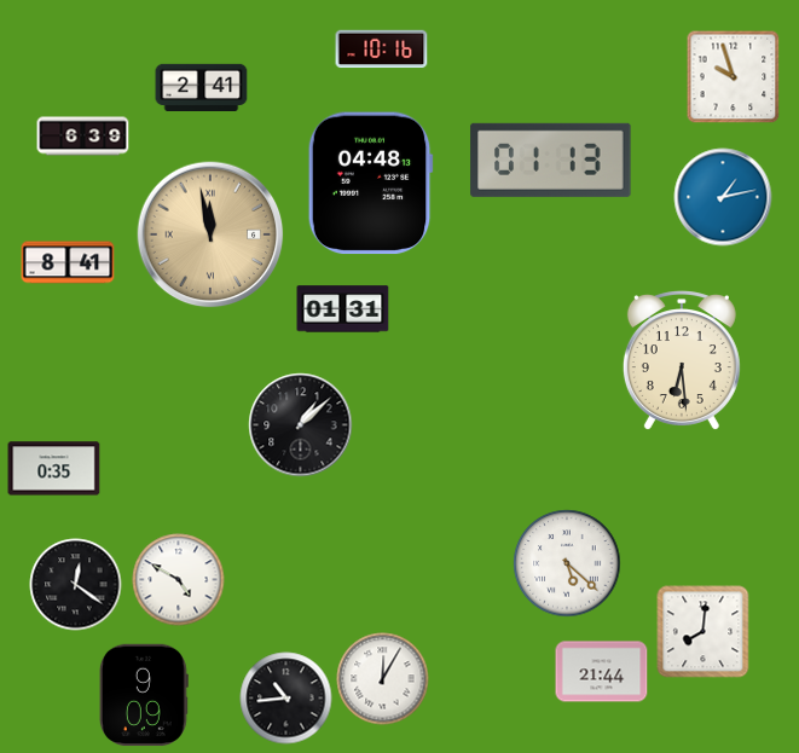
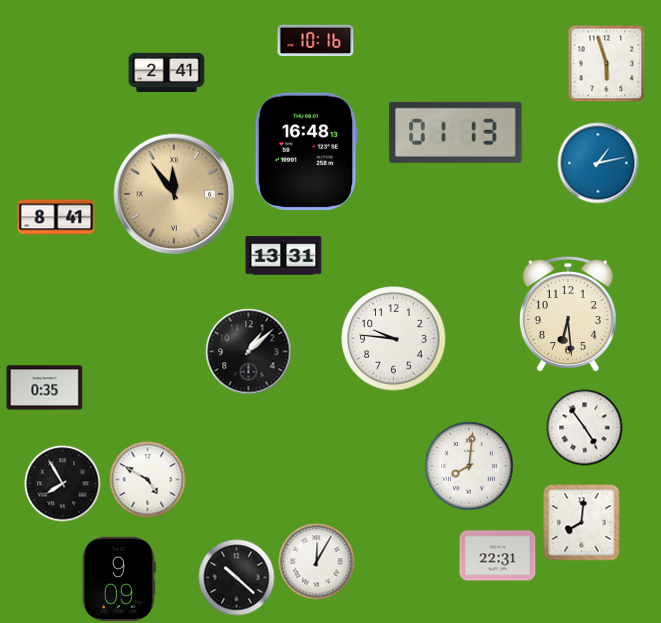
clock at (733, 76): 9:57 -> 5:57
clock at (83, 137): 6:39 -> none
clock at (370, 184): 04:48 -> 16:48
clock at (210, 234): 11:58 -> 11:54
clock at (343, 309): 01:31 -> 13:31
clock at (682, 360) position: (682, 360) -> (568, 314)
clock at (394, 339): none -> 9:46
clock at (585, 428): none -> 4:54
clock at (567, 563): 5:22 -> 8:01
clock at (76, 585): 12:21 -> 7:55
clock at (602, 672): 21:44 -> 22:31
clock at (144, 695) position: (144, 695) -> (119, 579)
clock at (286, 699): 10:44 -> 10:22
